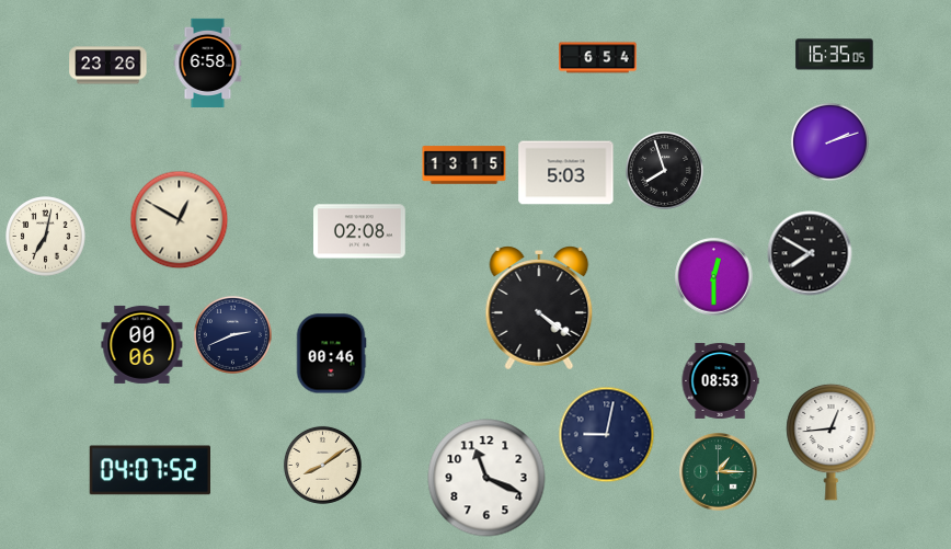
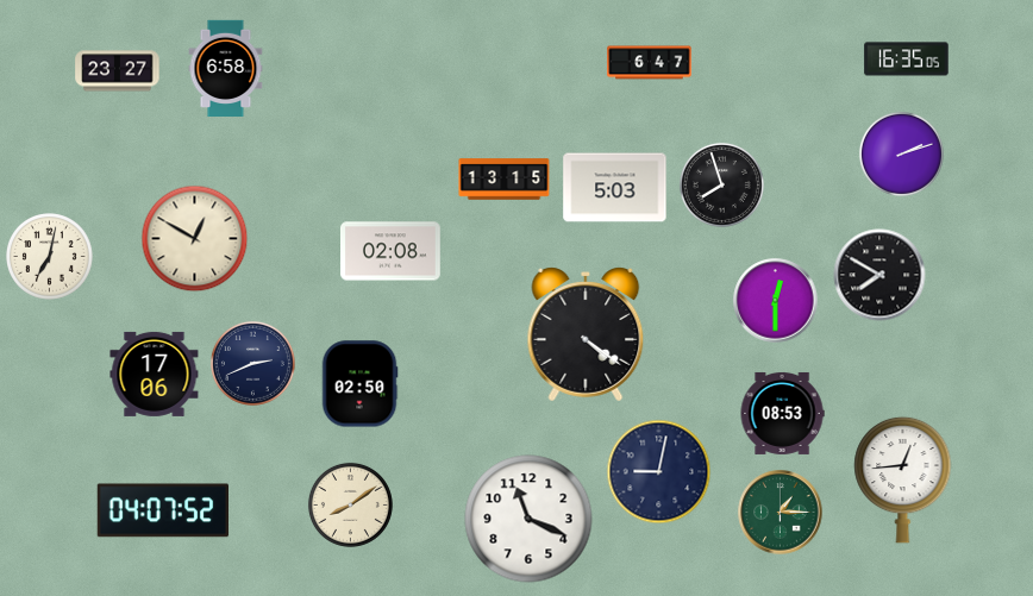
clock at (598, 58): 6:54 -> 6:47
clock at (108, 66): 23:26 -> 23:27
clock at (142, 344): 00:06 -> 17:06
clock at (331, 354): 00:46 -> 02:50
